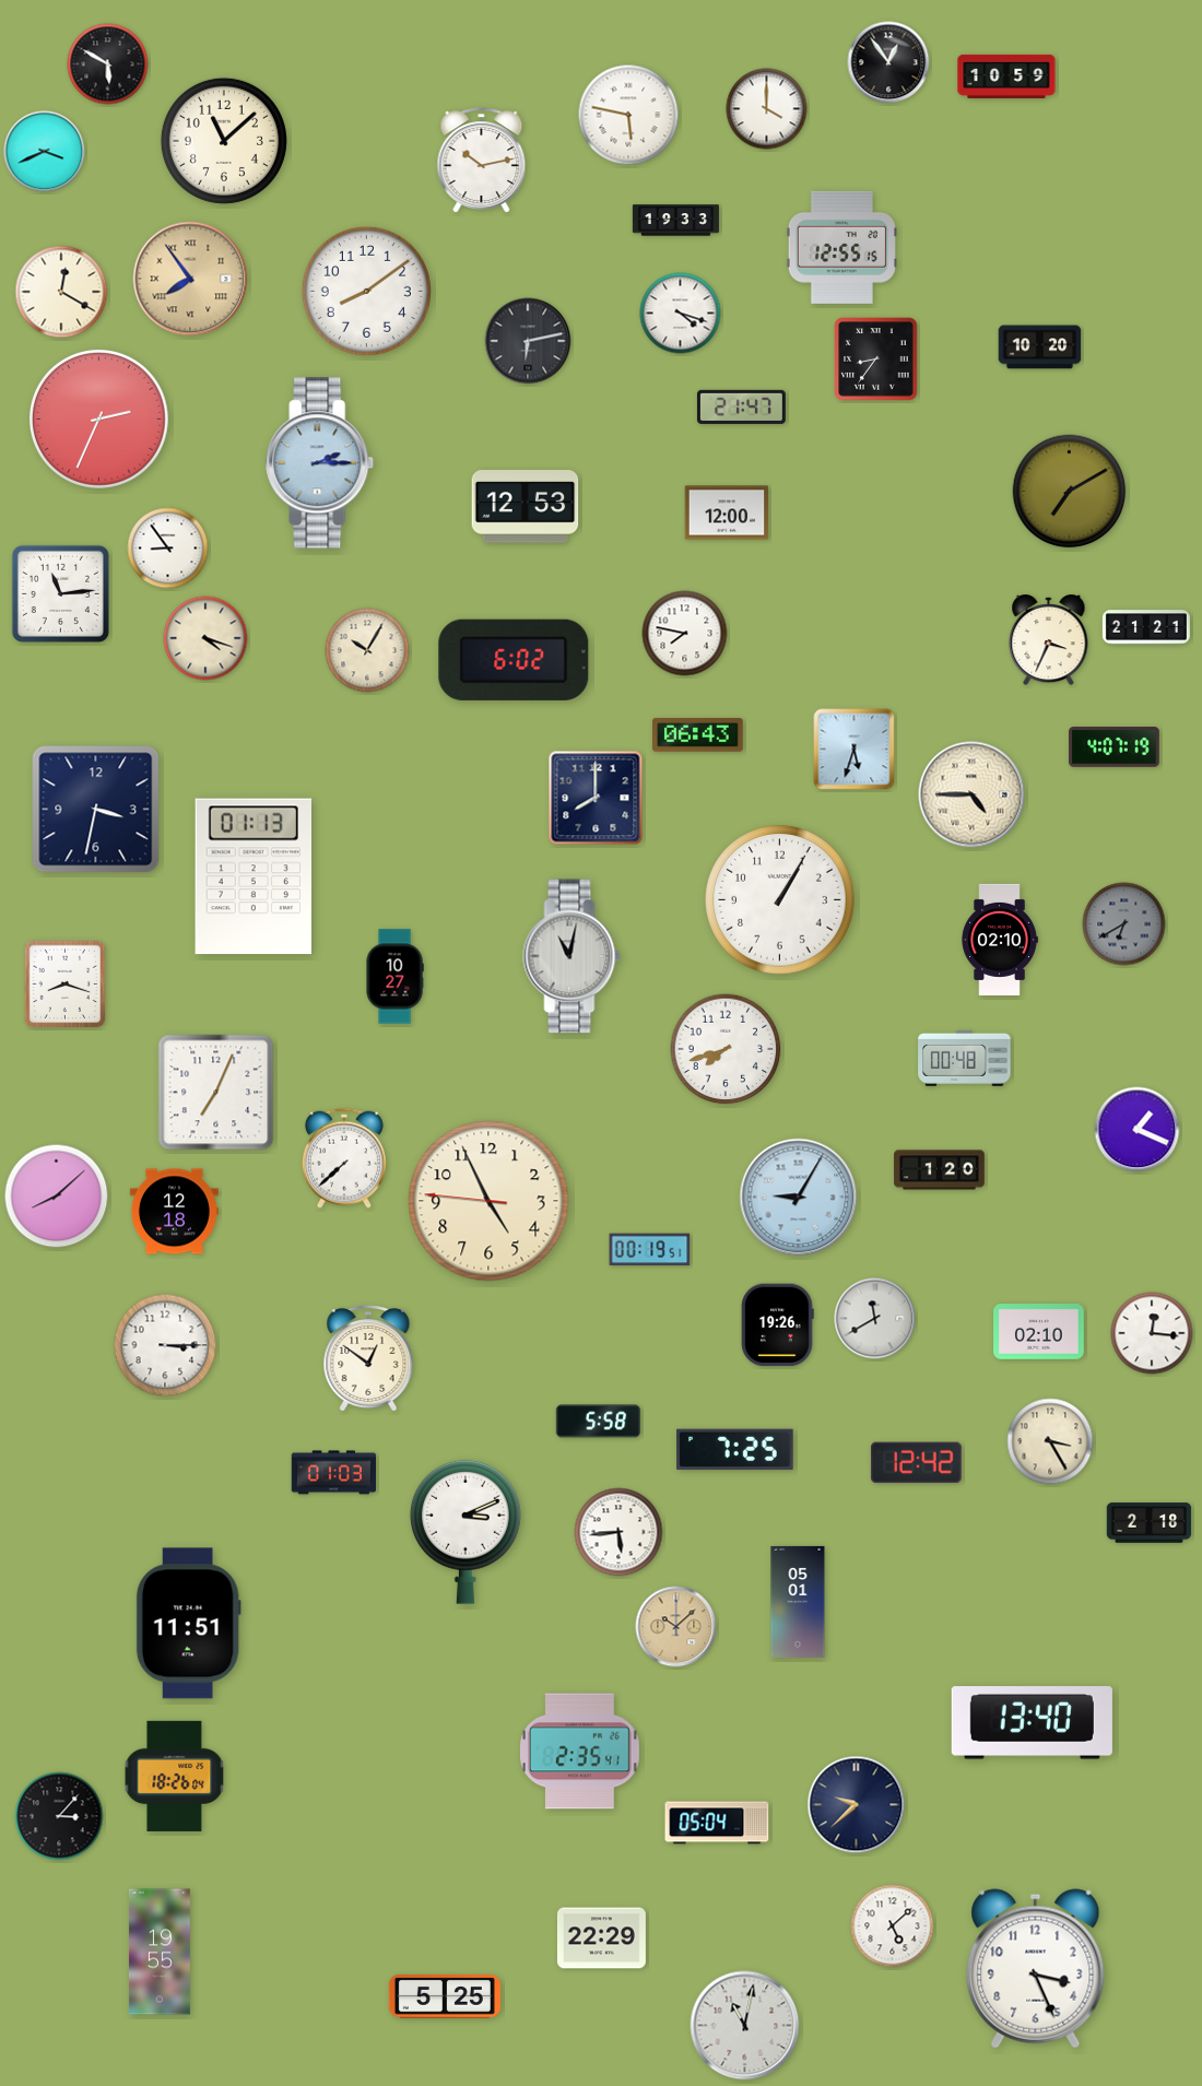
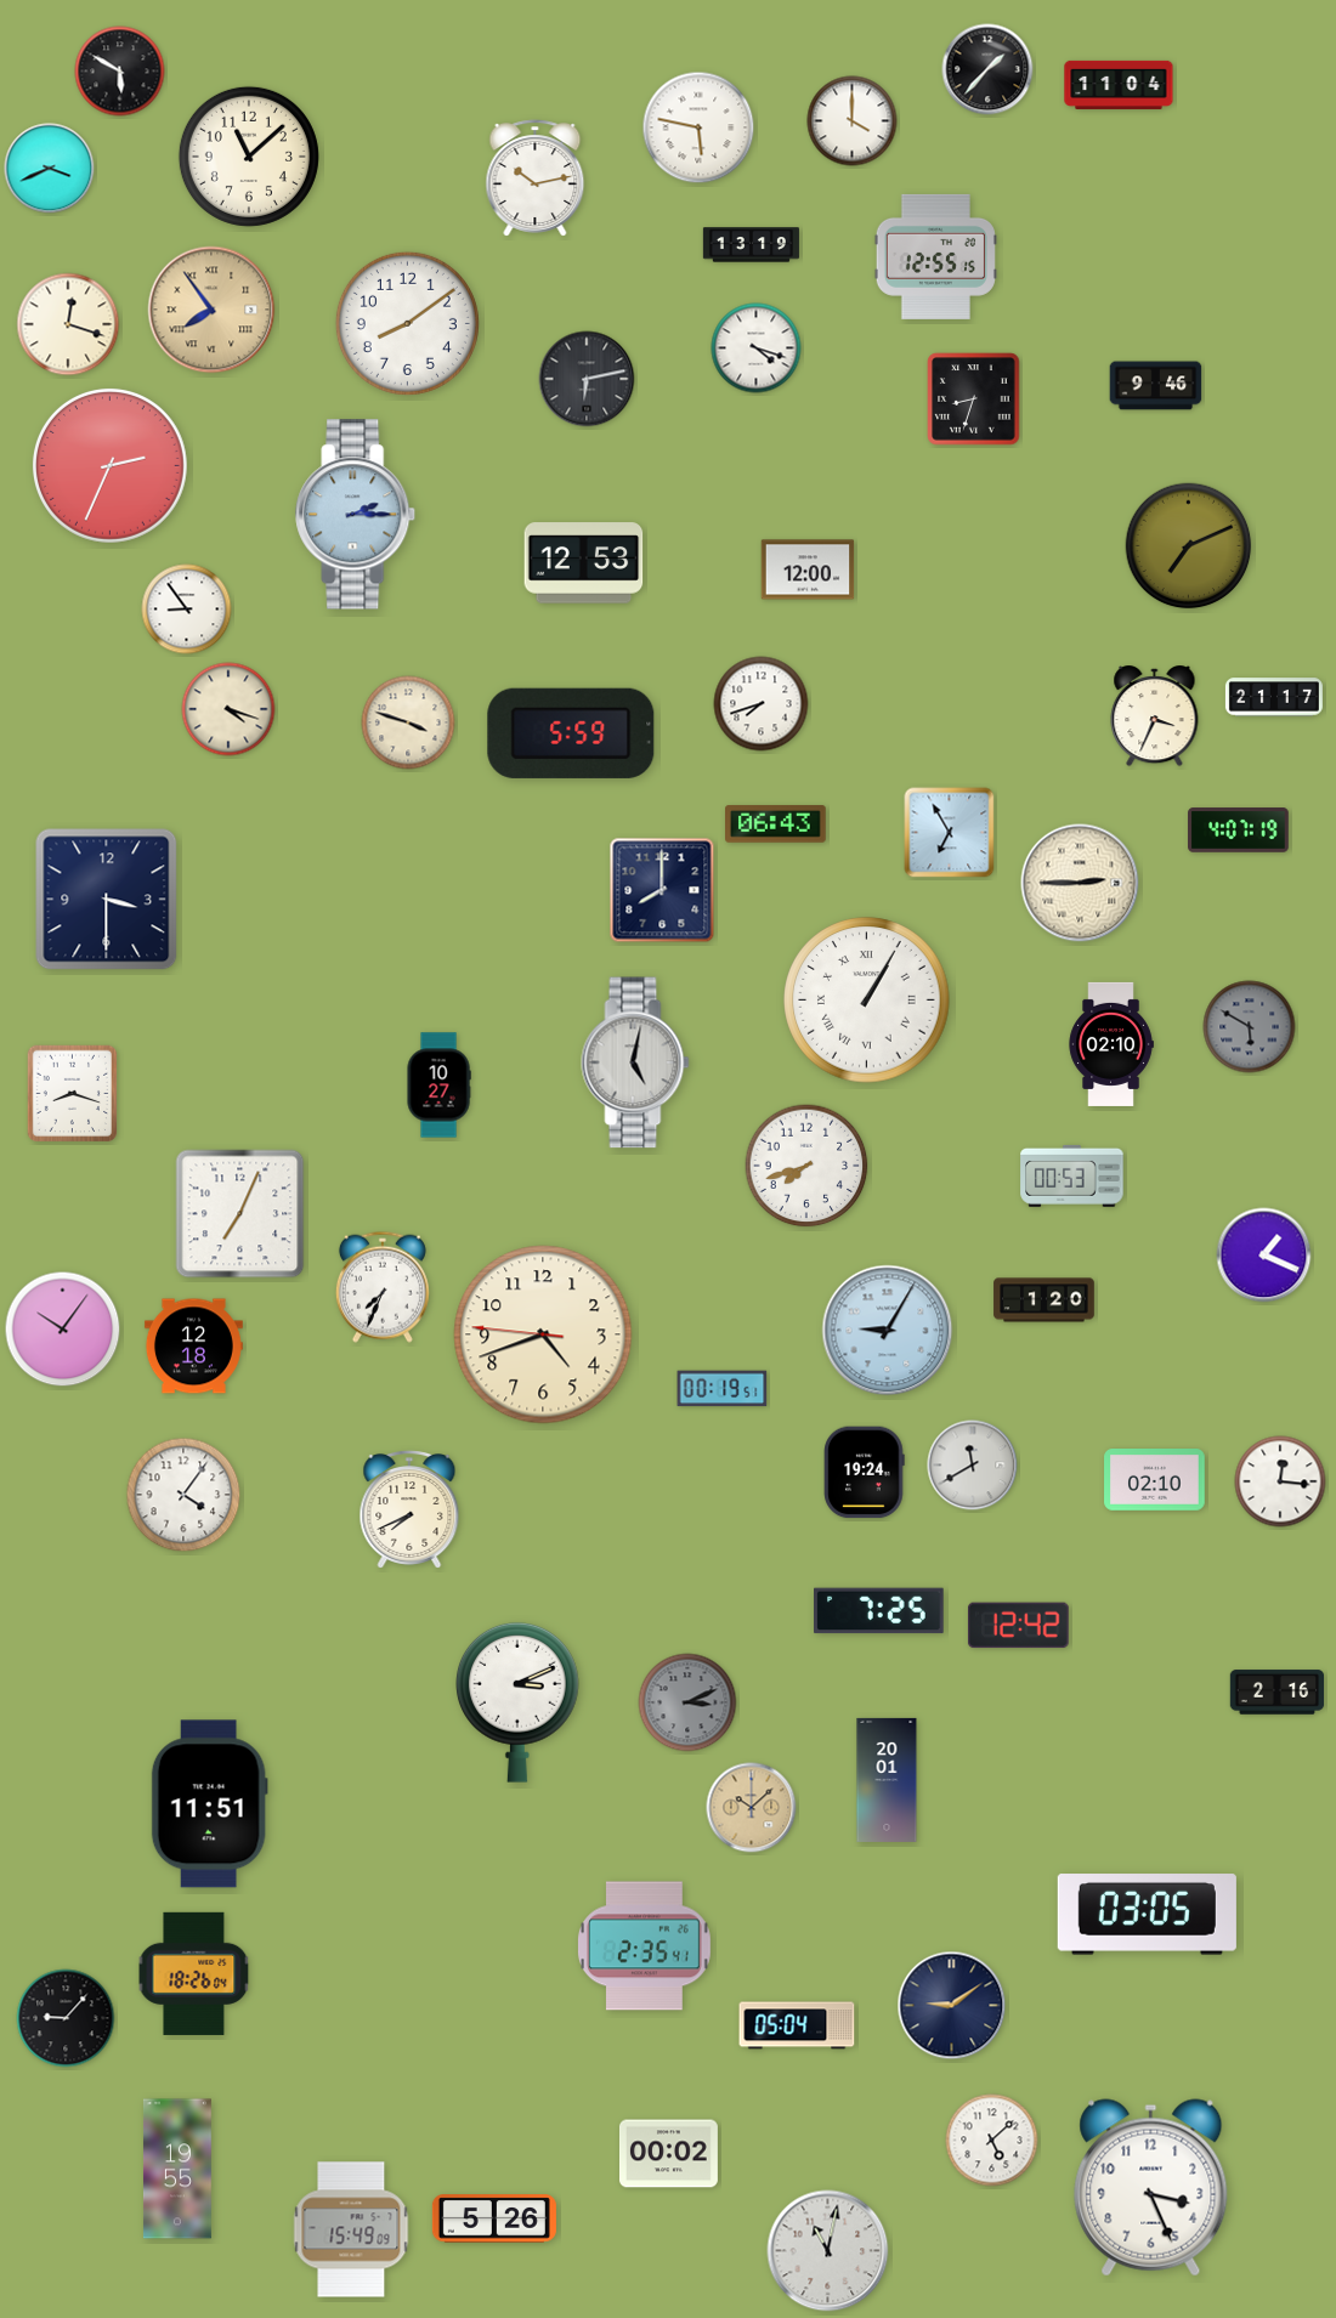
clock at (888, 62): 12:54 -> 1:37
clock at (1006, 76): 10:59 -> 11:04
clock at (675, 221): 19:33 -> 13:19
clock at (841, 247) position: (841, 247) -> (935, 256)
clock at (61, 292): 12:20 -> 12:18
clock at (1040, 347): 10:20 -> 9:46
clock at (876, 360): 8:36 -> 8:33
clock at (741, 406): 21:47 -> none
clock at (1070, 492): 7:10 -> 7:11
clock at (60, 593): 11:14 -> none
clock at (1146, 627): 21:21 -> 21:17
clock at (685, 634): 7:47 -> 7:42
clock at (1049, 641) position: (1049, 641) -> (1155, 718)
clock at (367, 650): 10:05 -> 3:48
clock at (514, 660): 6:02 -> 5:59
clock at (698, 735) position: (698, 735) -> (776, 824)
clock at (855, 750): 5:33 -> 6:55
clock at (971, 794): 4:45 -> 2:45
clock at (596, 798) position: (596, 798) -> (662, 890)
clock at (96, 810): 3:32 -> 3:30
clock at (252, 876): 01:13 -> none
clock at (780, 900) numerals: Arabic -> Roman
clock at (1124, 924): 6:40 -> 5:50
clock at (571, 956): 11:02 -> 5:02
clock at (965, 1058): 00:48 -> 00:53
clock at (344, 1158): 7:38 -> 7:34
clock at (57, 1197): 8:08 -> 10:06
clock at (488, 1201): 4:55 -> 4:41
clock at (778, 1325): 19:26 -> 19:24
clock at (165, 1345): 3:15 -> 4:06
clock at (368, 1359): 12:51 -> 7:41
clock at (599, 1422): 5:58 -> none
clock at (1050, 1441): 3:25 -> none
clock at (735, 1450) position: (735, 1450) -> (879, 1611)
clock at (334, 1473): 01:03 -> none
clock at (1150, 1523): 2:18 -> 2:16
clock at (618, 1532): 5:44 -> 3:11
clock at (618, 1532) dial: white -> grey
clock at (798, 1602): 05:01 -> 20:01
clock at (1032, 1723): 13:40 -> 03:05
clock at (857, 1805): 9:38 -> 9:09
clock at (59, 1816): 3:07 -> 9:07
clock at (601, 1938): 22:29 -> 00:02
clock at (445, 1996): 5:25 -> 5:26
clock at (351, 2229): none -> 15:49
